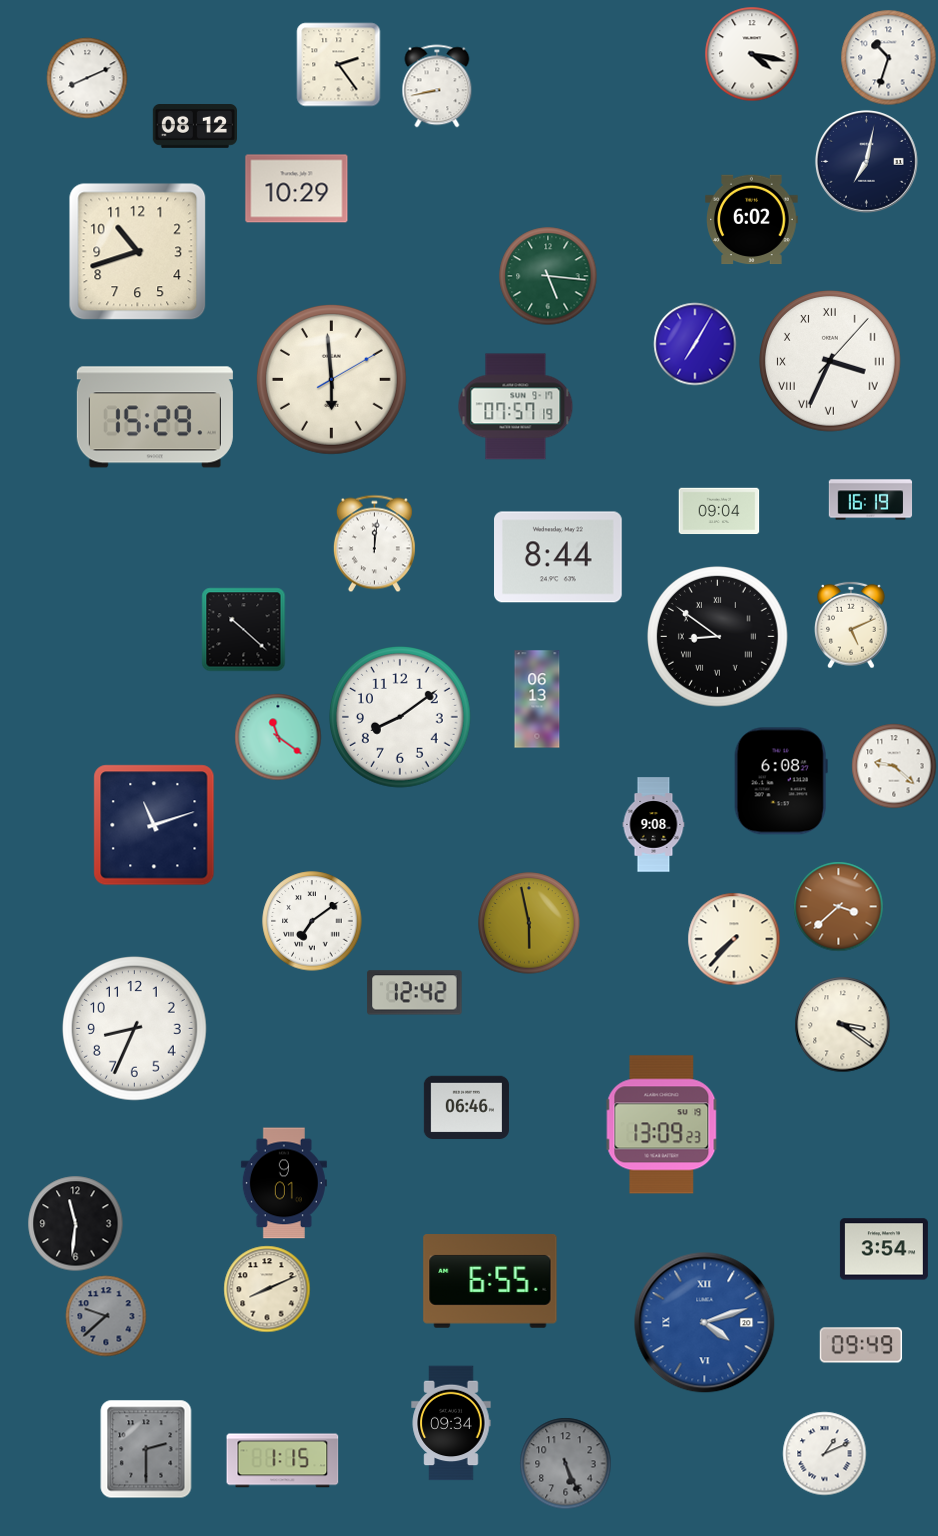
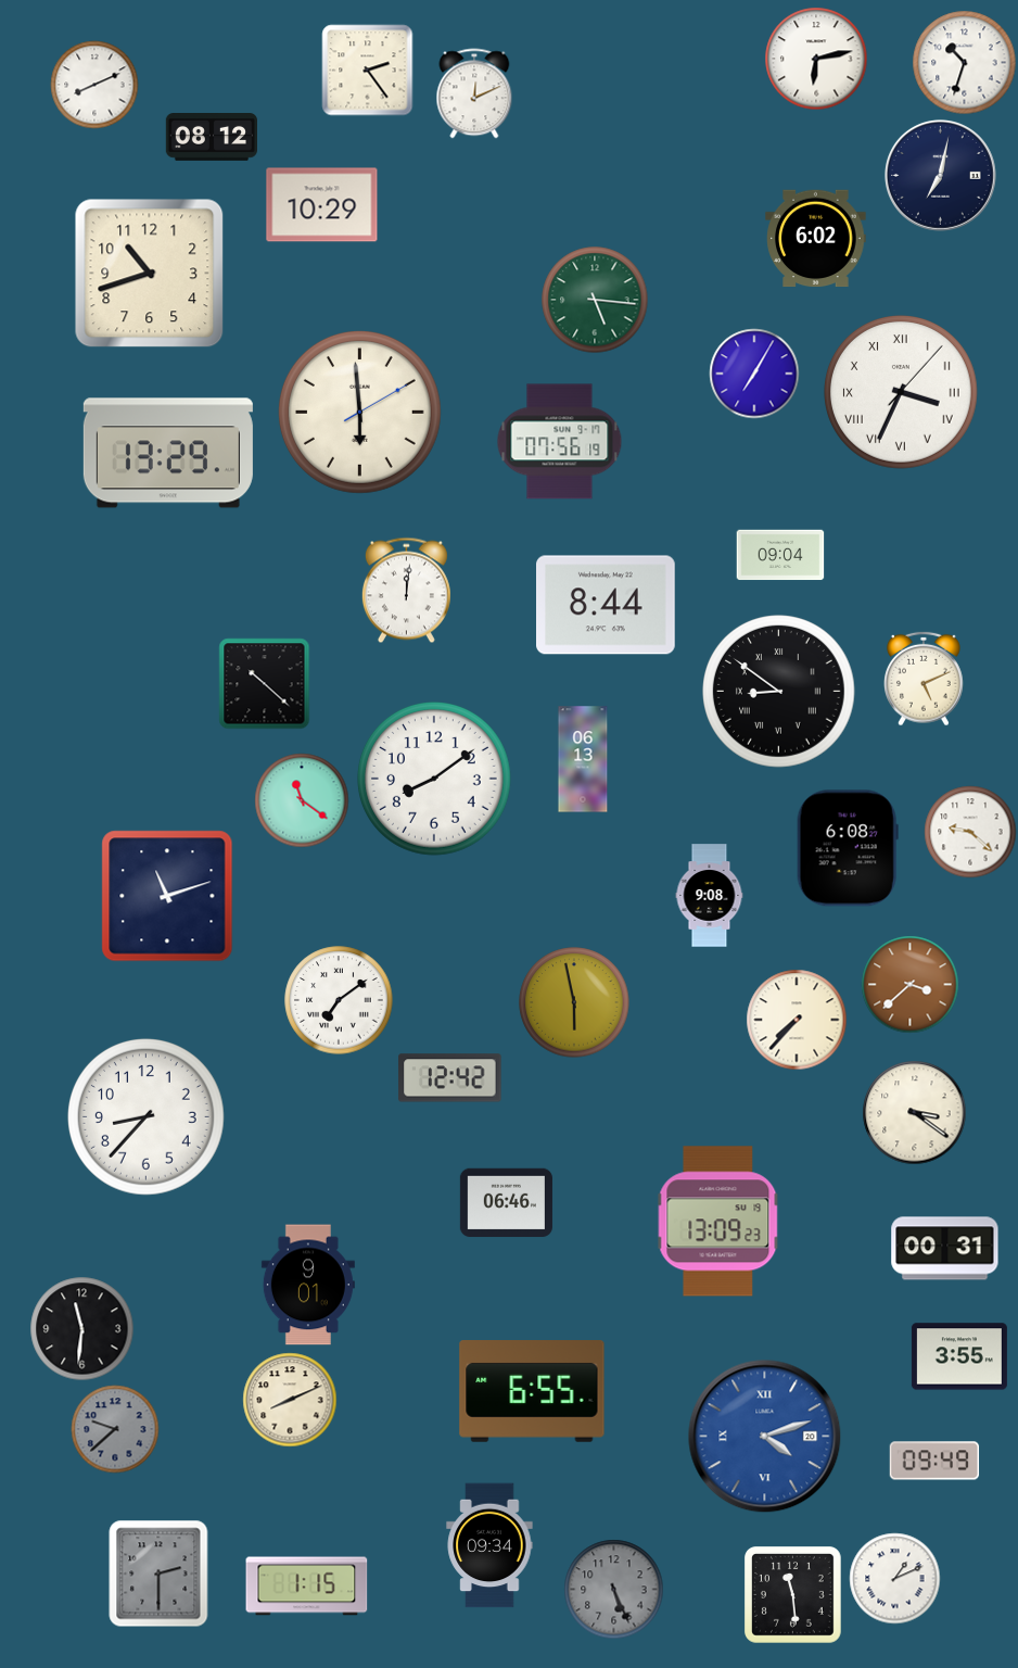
clock at (752, 54): 4:17 -> 6:13
clock at (437, 86): 8:43 -> 12:11
clock at (516, 407): 07:57 -> 07:56
clock at (155, 417): 15:29 -> 13:29
clock at (871, 500): 16:19 -> none
clock at (134, 1028): 8:34 -> 8:37
clock at (945, 1249): none -> 00:31
clock at (884, 1249): 3:54 -> 3:55
clock at (793, 1595): none -> 11:29
